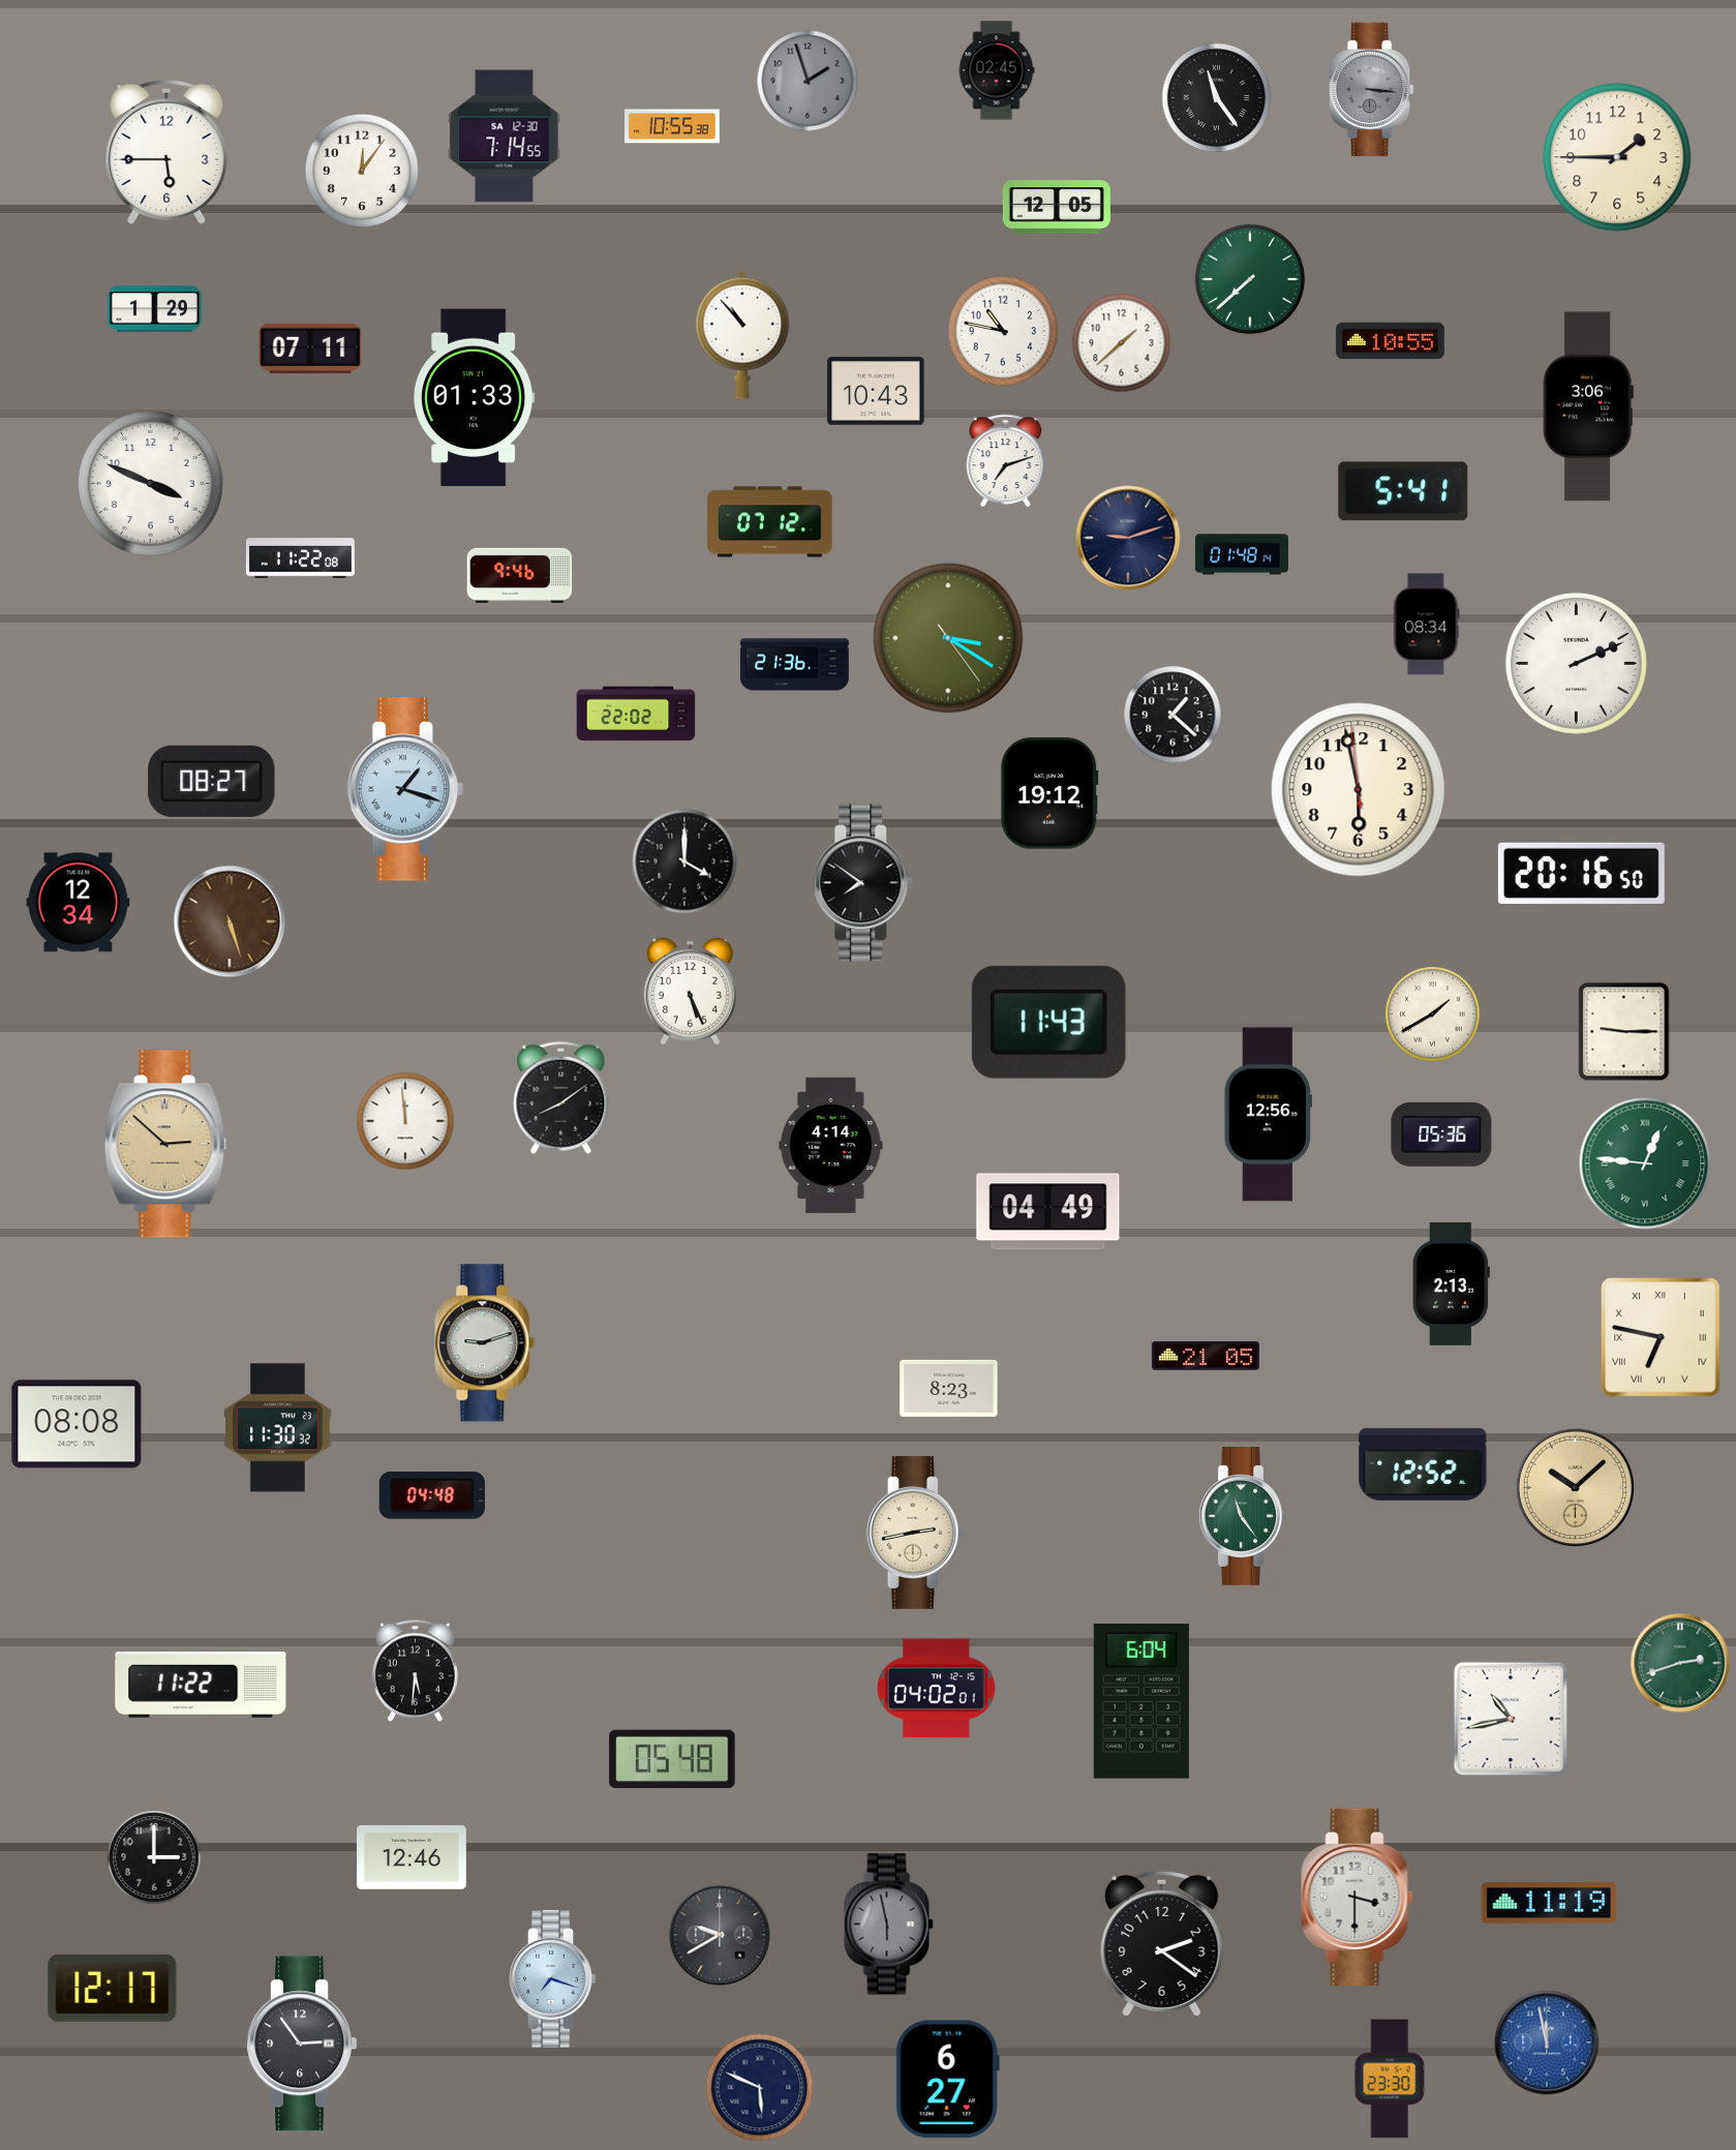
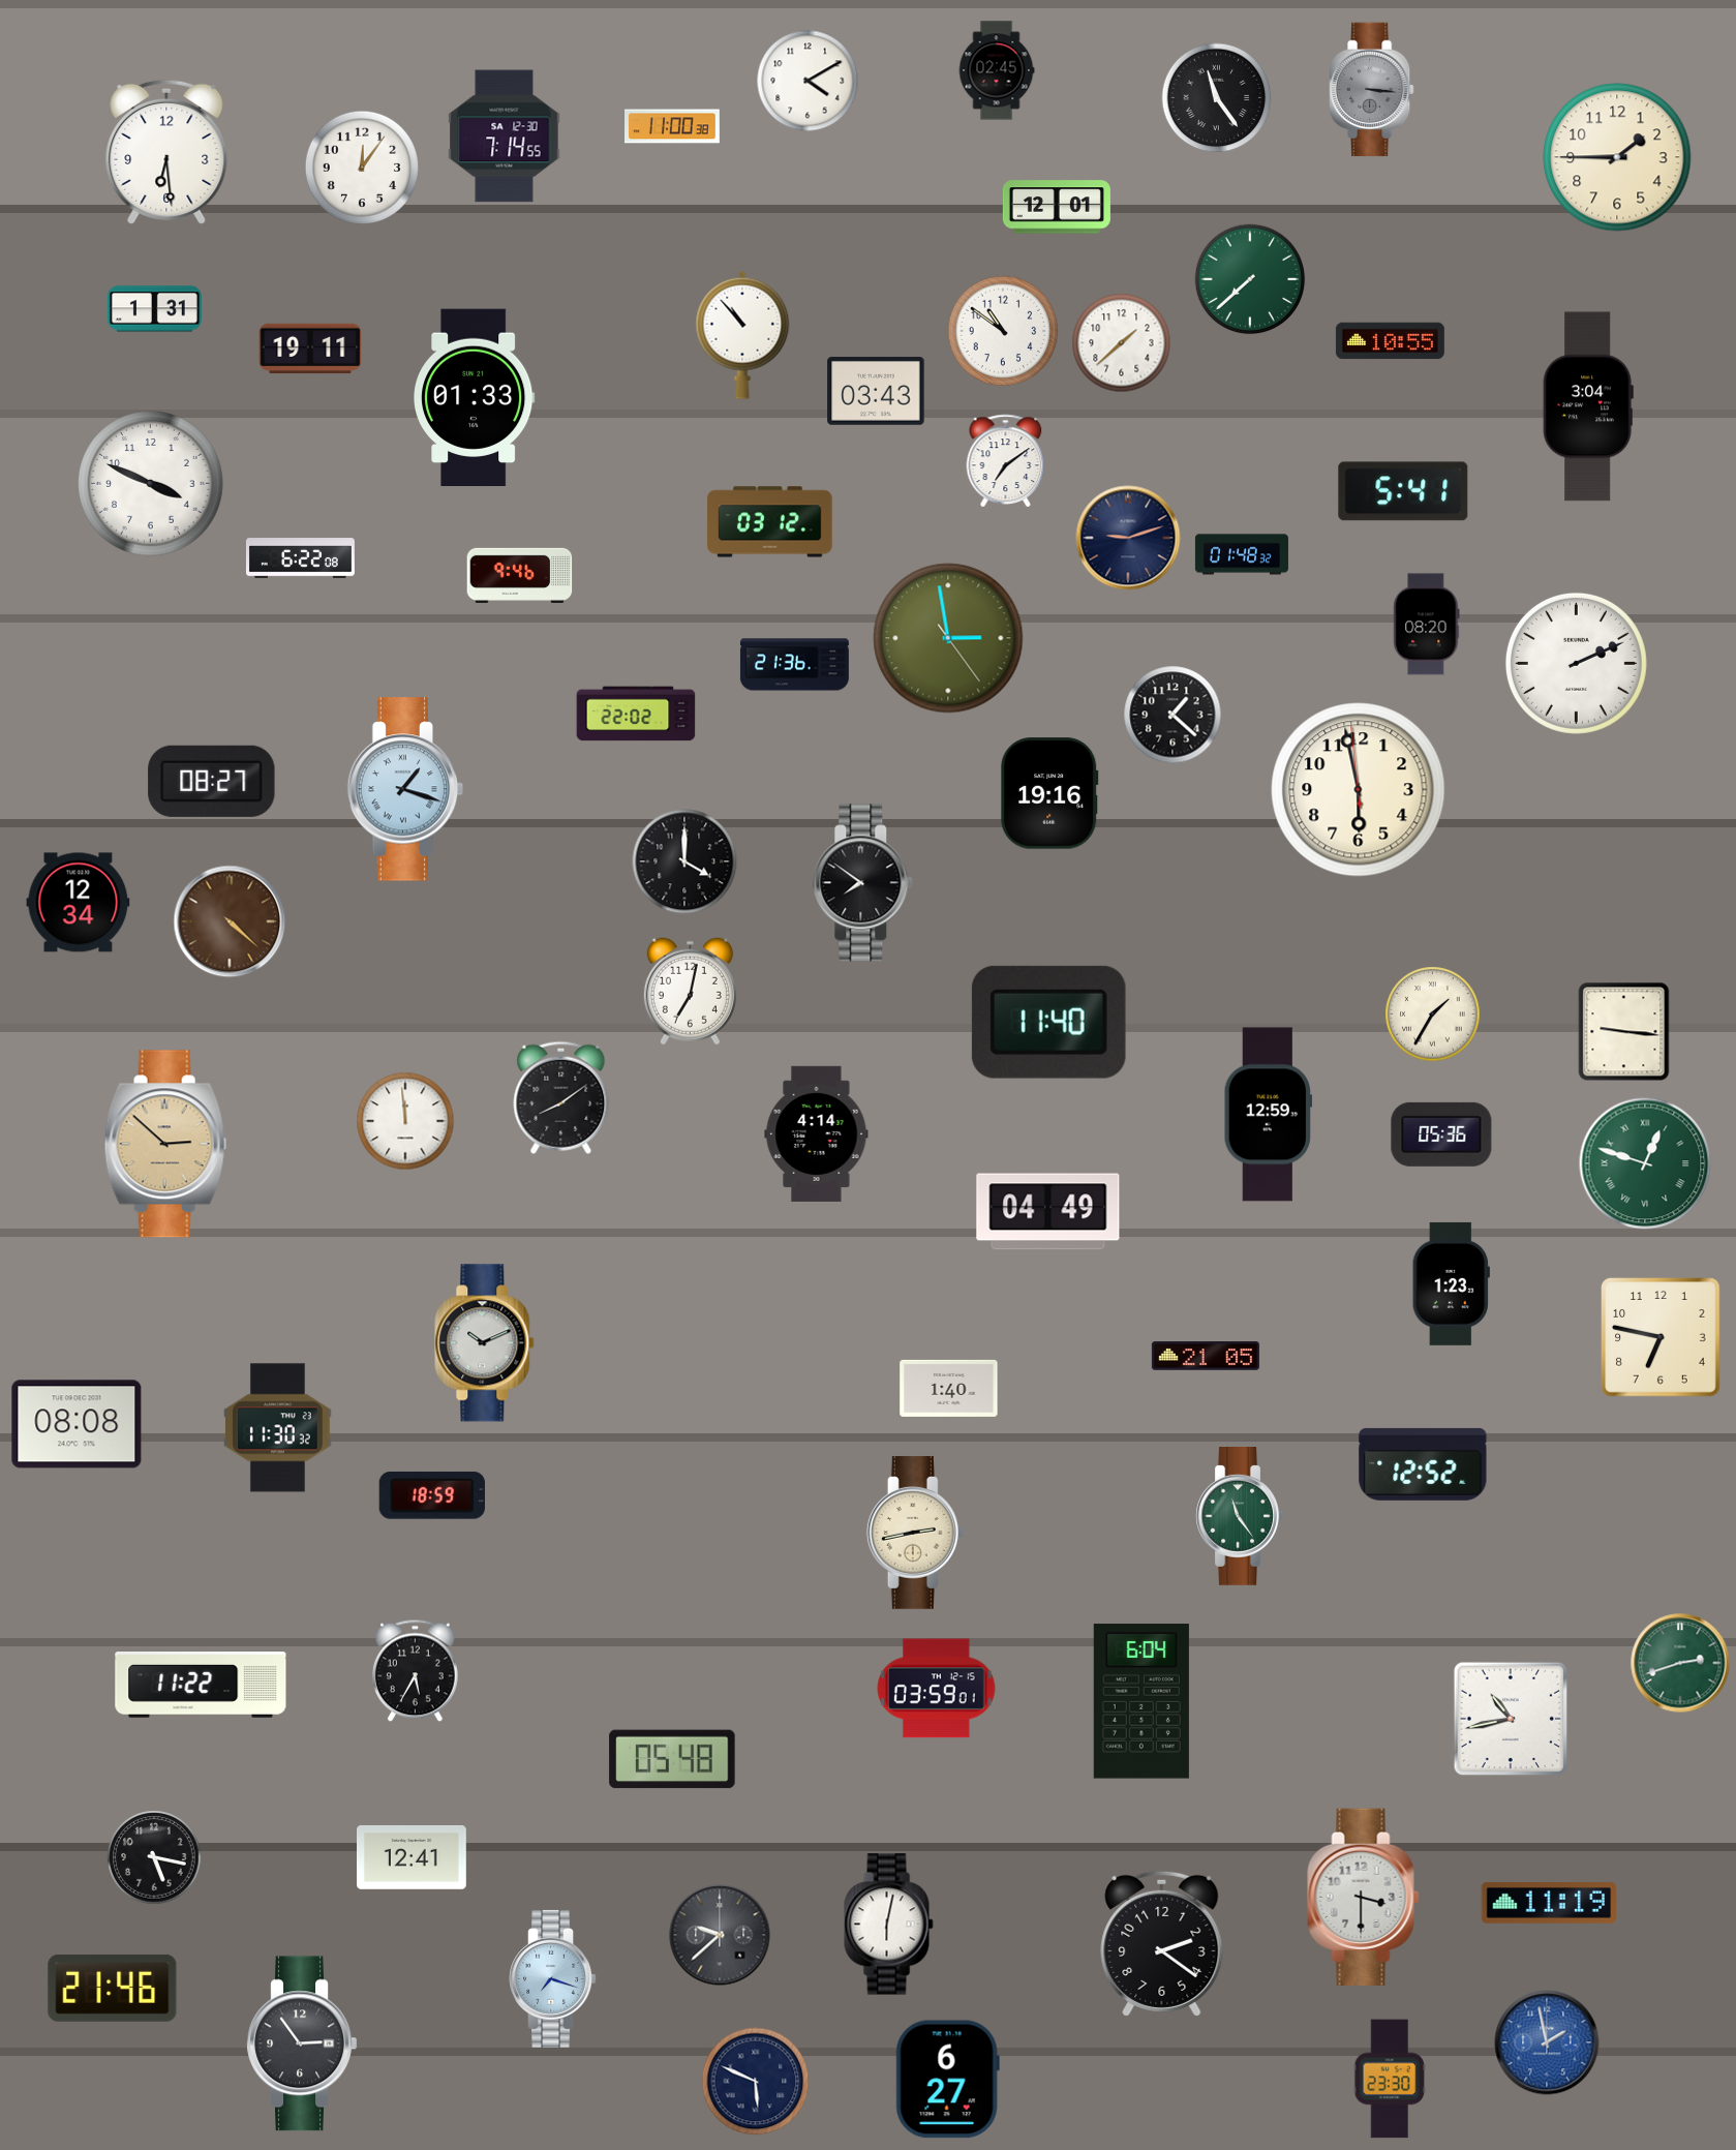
clock at (808, 81): 1:57 -> 4:10
clock at (808, 81) dial: grey -> white
clock at (673, 126): 10:55 -> 11:00
clock at (166, 152): 5:45 -> 6:29
clock at (362, 171) position: (362, 171) -> (362, 168)
clock at (1057, 207): 12:05 -> 12:01
clock at (154, 309): 1:29 -> 1:31
clock at (1003, 331): 10:47 -> 10:51
clock at (310, 349): 07:11 -> 19:11
clock at (876, 391): 10:43 -> 03:43
clock at (1588, 406): 3:06 -> 3:04
clock at (1006, 460): 7:12 -> 7:09
clock at (770, 522): 07:12 -> 03:12
clock at (1242, 554): 01:48:14 -> 01:48:32
clock at (300, 558): 11:22 -> 6:22
clock at (1427, 625): 08:34 -> 08:20
clock at (948, 638): 3:20 -> 2:58
clock at (1049, 793): 19:12 -> 19:16
clock at (1581, 873): 20:16 -> none
clock at (230, 921): 5:27 -> 4:22
clock at (690, 992): 5:26 -> 7:02
clock at (1433, 1015): 1:40 -> 1:35
clock at (1048, 1022): 11:43 -> 11:40
clock at (1624, 1032): 9:15 -> 9:16
clock at (1268, 1115): 12:56 -> 12:59
clock at (831, 1145) position: (831, 1145) -> (817, 1133)
clock at (1645, 1163): 12:46 -> 12:48
clock at (1451, 1283): 2:13 -> 1:23
clock at (1661, 1337) numerals: Roman -> Arabic
clock at (485, 1343): 9:12 -> 10:11
clock at (949, 1388): 8:23 -> 1:40
clock at (1576, 1488): 10:08 -> none
clock at (432, 1495): 04:48 -> 18:59
clock at (1243, 1517) position: (1243, 1517) -> (1240, 1517)
clock at (415, 1671): 5:31 -> 5:35
clock at (937, 1689): 04:02 -> 03:59
clock at (154, 1857): 3:00 -> 5:17
clock at (413, 1857): 12:46 -> 12:41
clock at (1358, 1897) position: (1358, 1897) -> (1364, 1897)
clock at (889, 1925): 5:58 -> 6:02
clock at (889, 1925) dial: grey -> white
clock at (720, 1935): 9:40 -> 9:38
clock at (113, 1988): 12:17 -> 21:46
clock at (1547, 2042): 11:58 -> 1:58
clock at (760, 2088) position: (760, 2088) -> (756, 2082)
